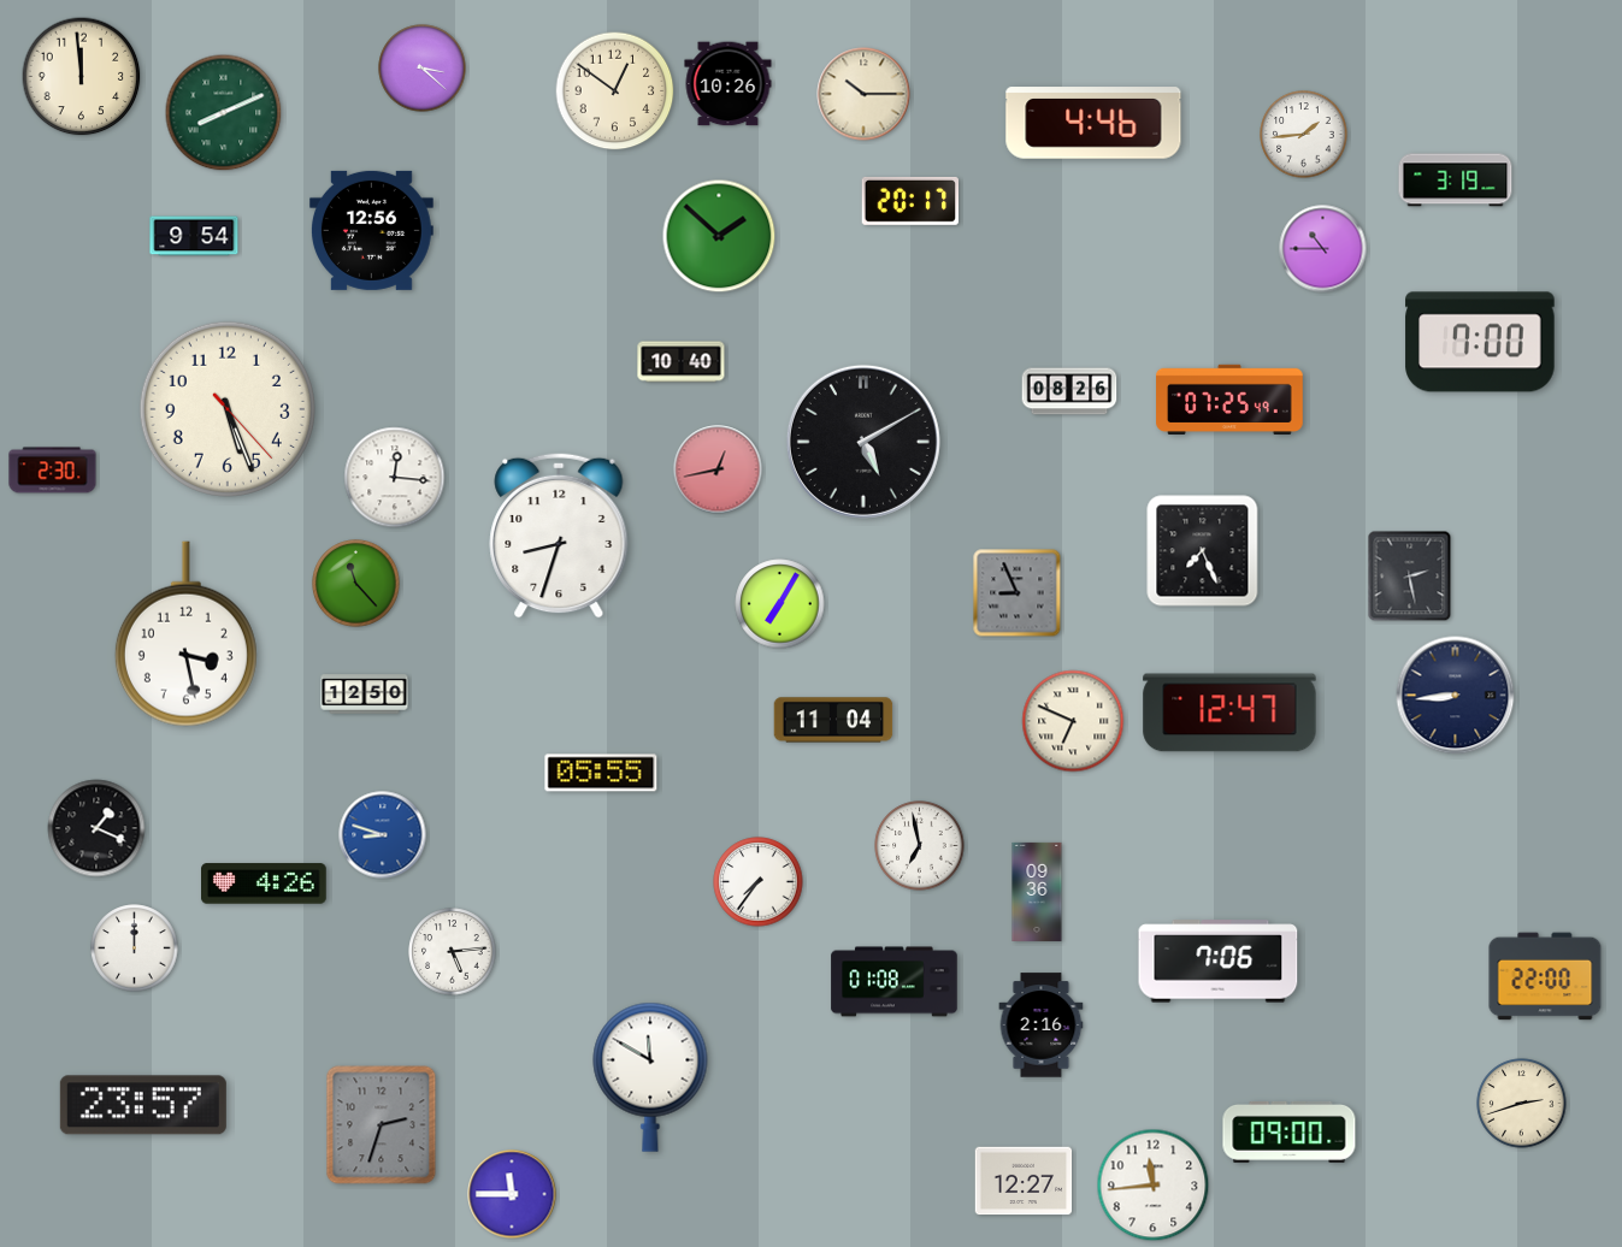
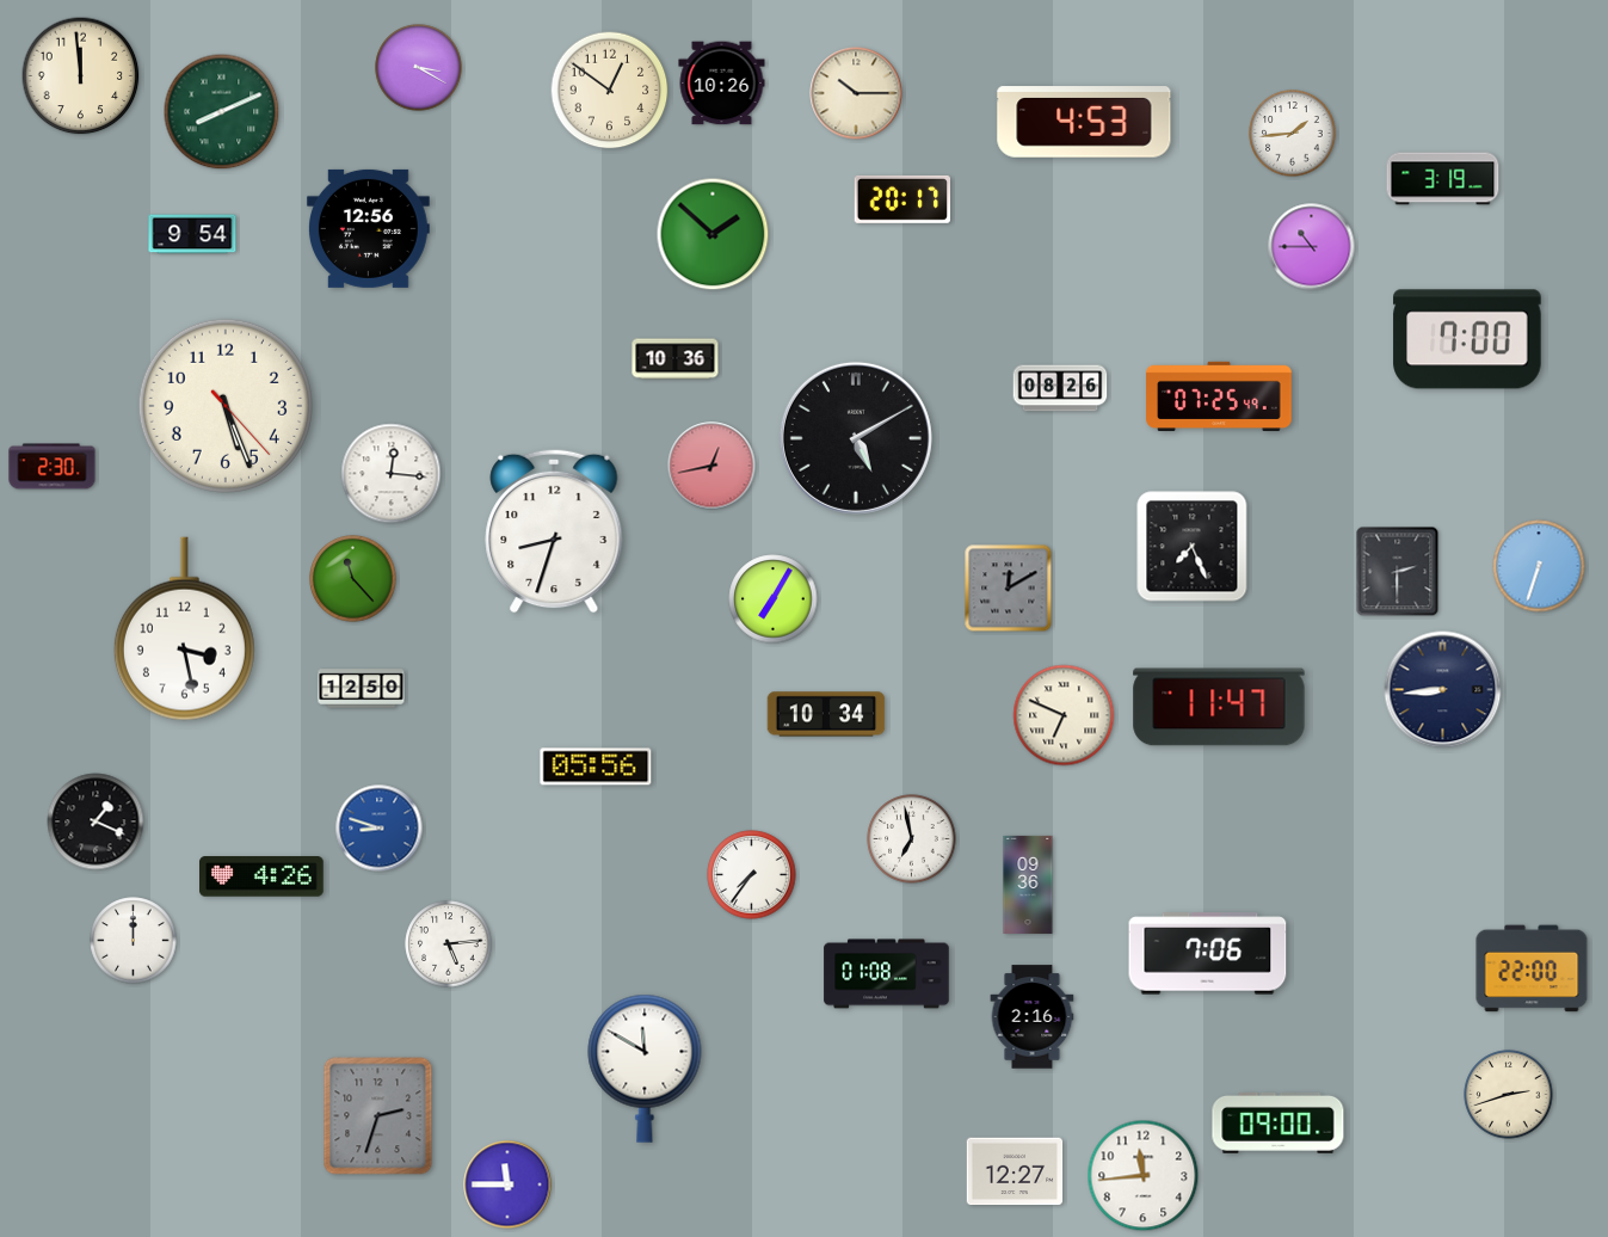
clock at (423, 69): 3:22 -> 3:20
clock at (1093, 123): 4:46 -> 4:53
clock at (682, 362): 10:40 -> 10:36
clock at (1539, 566): none -> 6:33
clock at (1410, 577): 2:28 -> 2:30
clock at (1018, 593): 8:56 -> 12:10
clock at (1229, 713): 12:47 -> 11:47
clock at (833, 720): 11:04 -> 10:34
clock at (601, 773): 05:55 -> 05:56
clock at (143, 1105): 23:57 -> none
